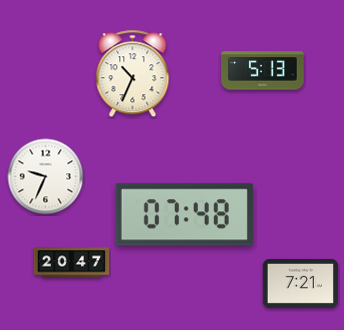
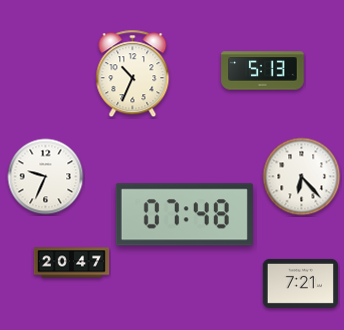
clock at (302, 177): none -> 6:23
